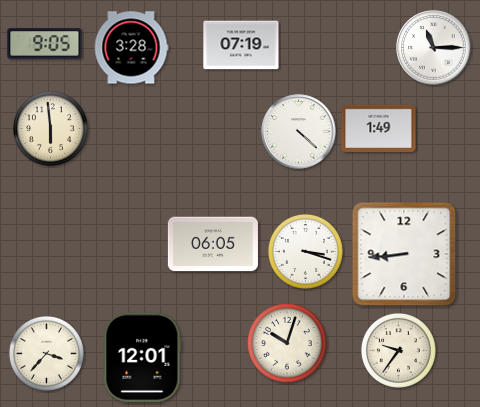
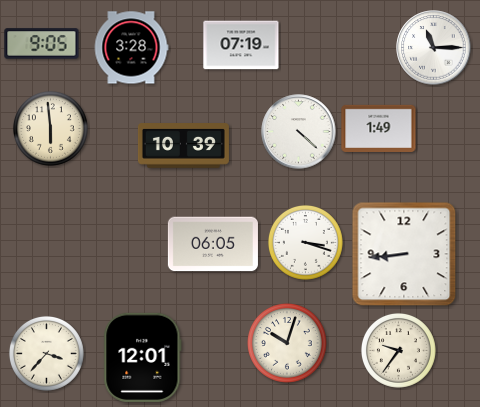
clock at (45, 44) position: (45, 44) -> (42, 44)
clock at (183, 146): none -> 10:39
clock at (305, 251) position: (305, 251) -> (305, 242)
